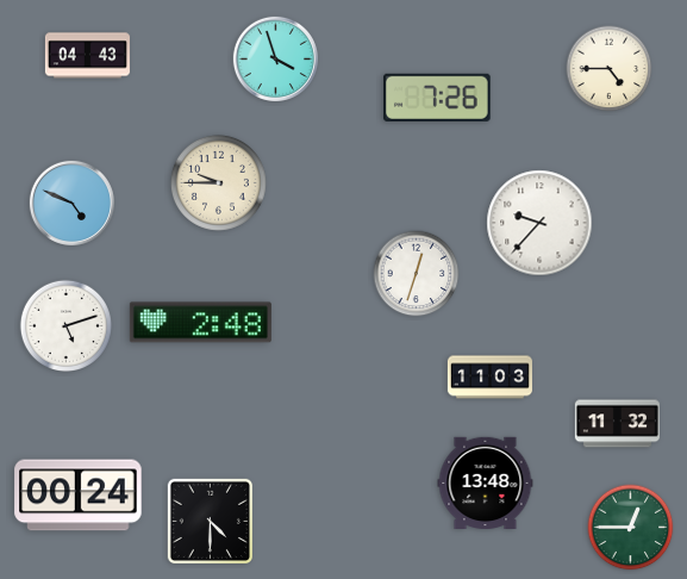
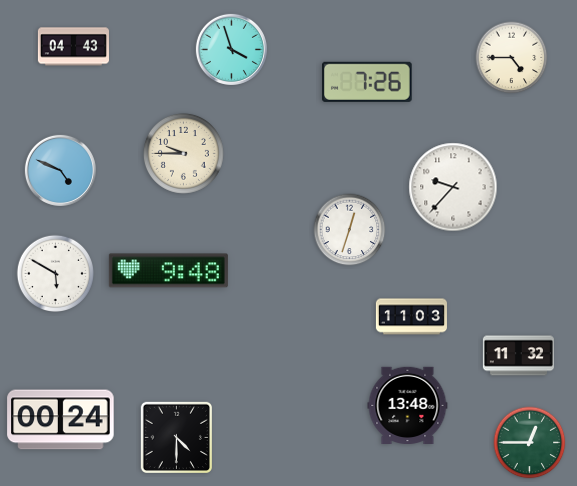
clock at (200, 323): 2:48 -> 9:48
clock at (65, 325): 5:12 -> 5:50
clock at (79, 496) position: (79, 496) -> (61, 420)
